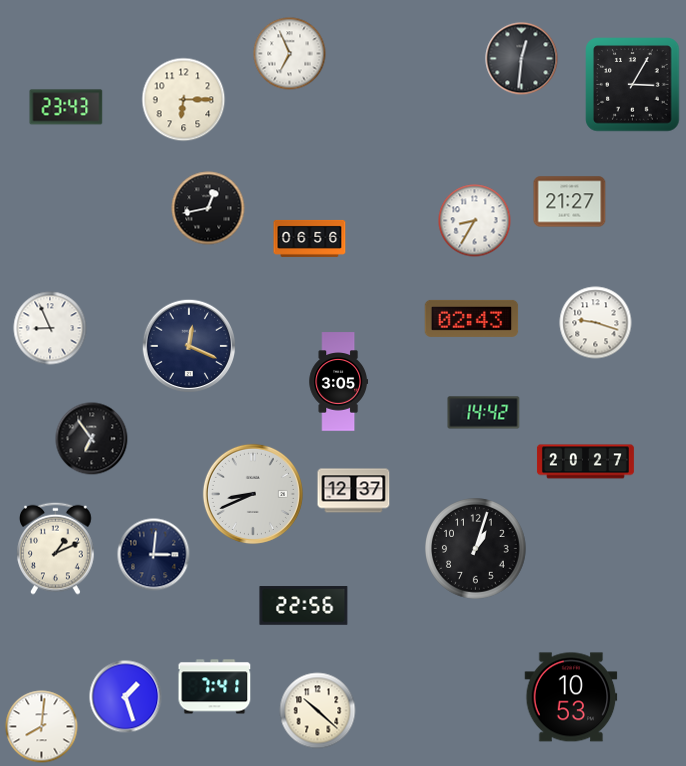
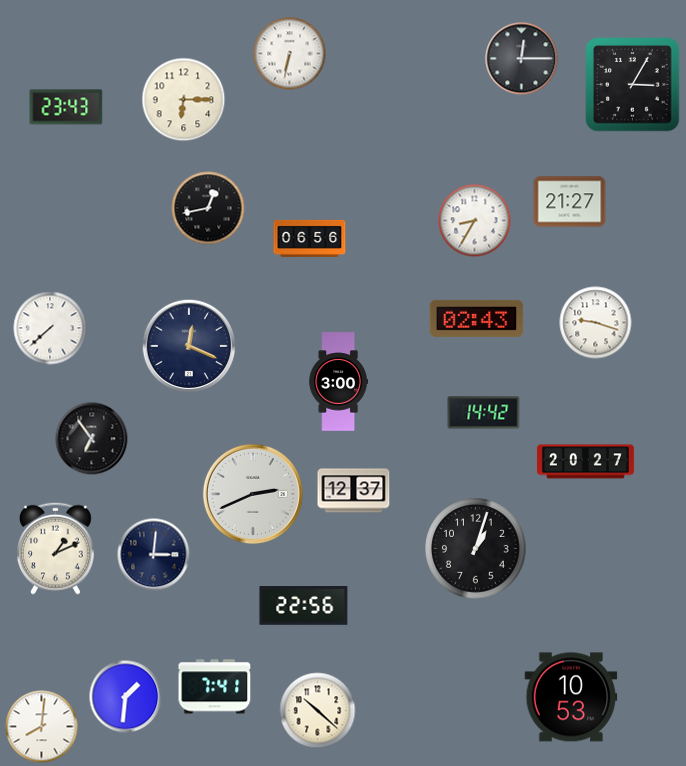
clock at (290, 54): 6:56 -> 6:32
clock at (522, 59): 12:31 -> 12:15
clock at (472, 318) position: (472, 318) -> (477, 318)
clock at (50, 328): 8:56 -> 7:38
clock at (338, 382): 3:05 -> 3:00
clock at (253, 494): 8:41 -> 2:41
clock at (126, 697): 1:27 -> 1:31
